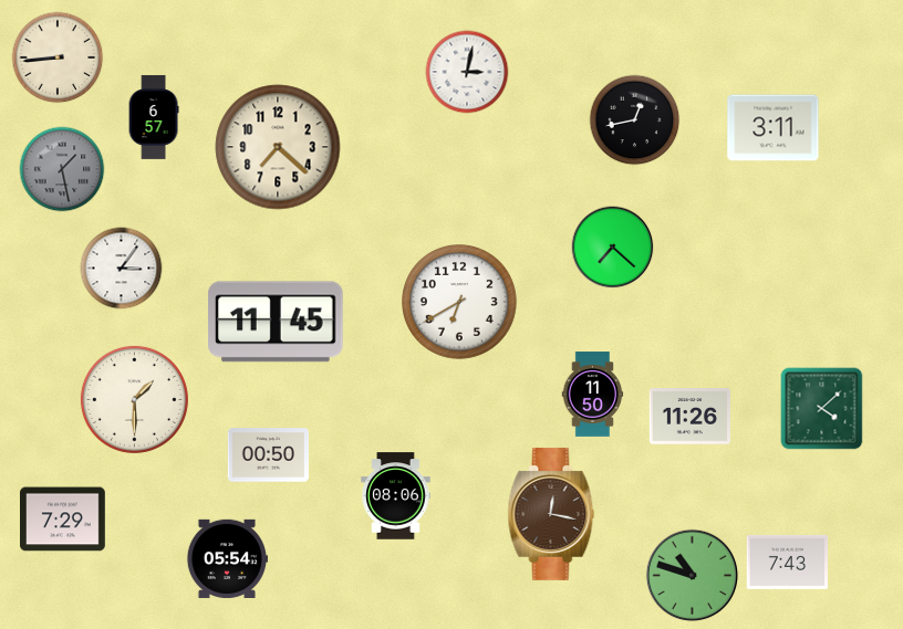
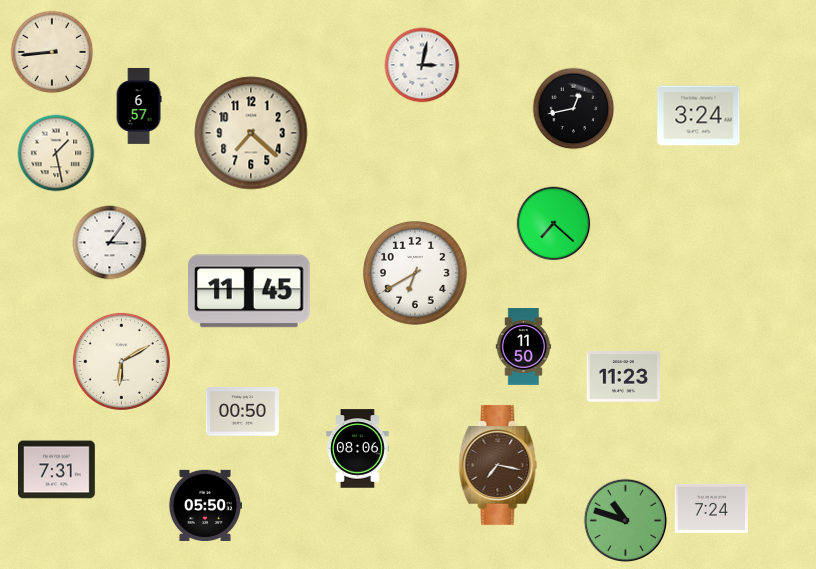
clock at (774, 128): 3:11 -> 3:24
clock at (62, 169) dial: grey -> cream
clock at (593, 395) position: (593, 395) -> (524, 347)
clock at (134, 399): 1:30 -> 6:10
clock at (822, 409): 4:08 -> none
clock at (689, 417): 11:26 -> 11:23
clock at (551, 514): 12:17 -> 7:17
clock at (63, 520): 7:29 -> 7:31
clock at (226, 558): 05:54 -> 05:50
clock at (787, 562): 7:43 -> 7:24
